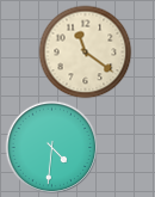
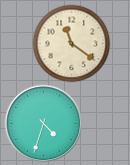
clock at (51, 147): 4:31 -> 4:33
